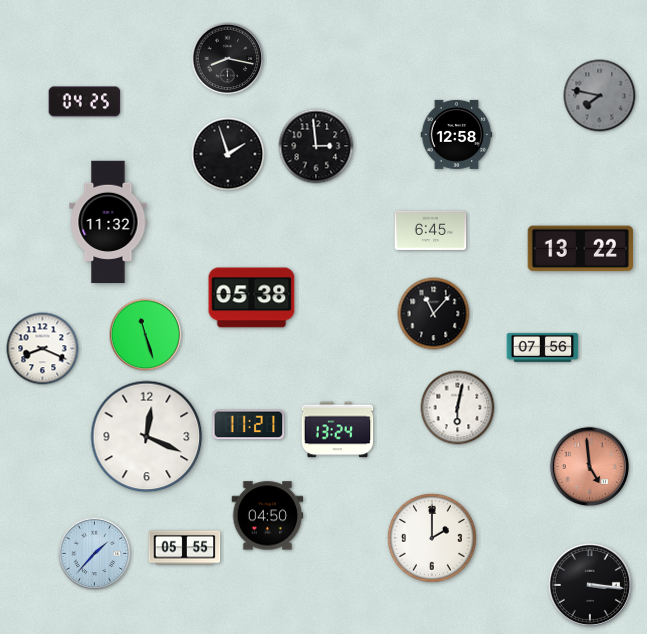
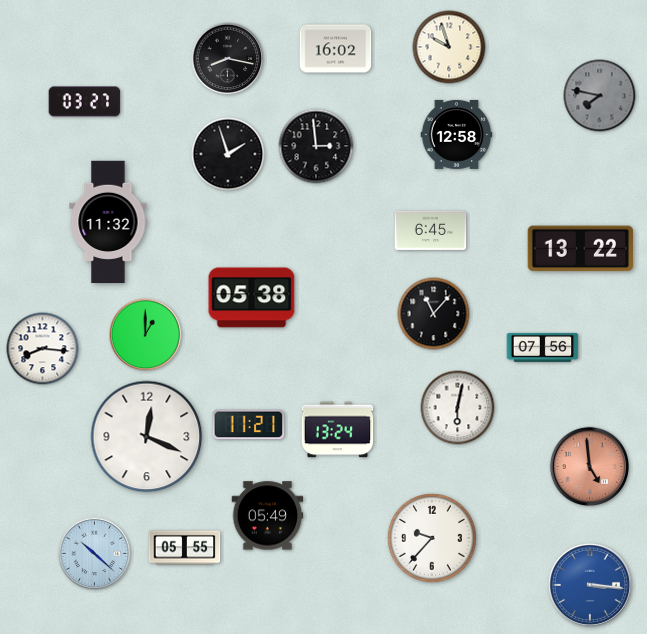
clock at (449, 47): none -> 9:57
clock at (336, 49): none -> 16:02
clock at (85, 102): 04:25 -> 03:27
clock at (146, 335): 11:27 -> 1:00
clock at (43, 349): 8:19 -> 8:16
clock at (268, 516): 04:50 -> 05:49
clock at (432, 538): 2:00 -> 9:37
clock at (95, 554): 1:37 -> 10:22
clock at (590, 585) dial: black -> blue
